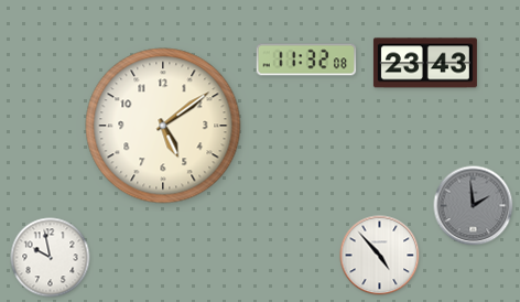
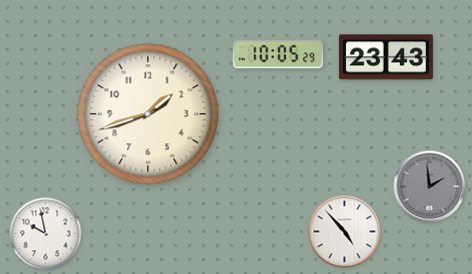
clock at (306, 60): 11:32 -> 10:05
clock at (163, 126): 5:09 -> 1:42
